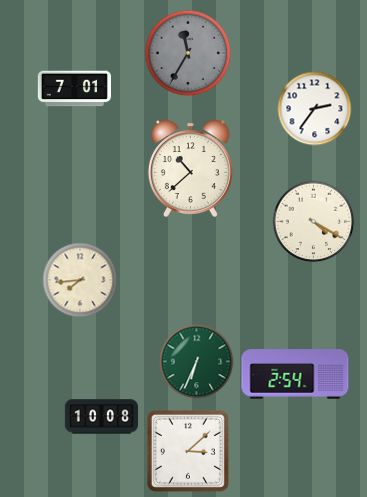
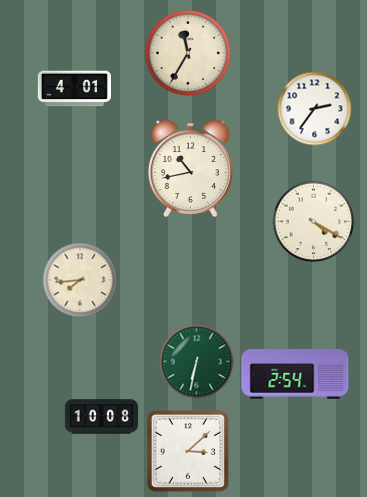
clock at (188, 53) dial: grey -> cream
clock at (74, 89): 7:01 -> 4:01
clock at (190, 168): 10:38 -> 10:43
clock at (197, 362): 6:34 -> 6:32
